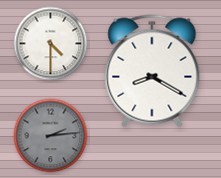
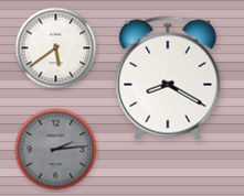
clock at (51, 44): 4:30 -> 5:39
